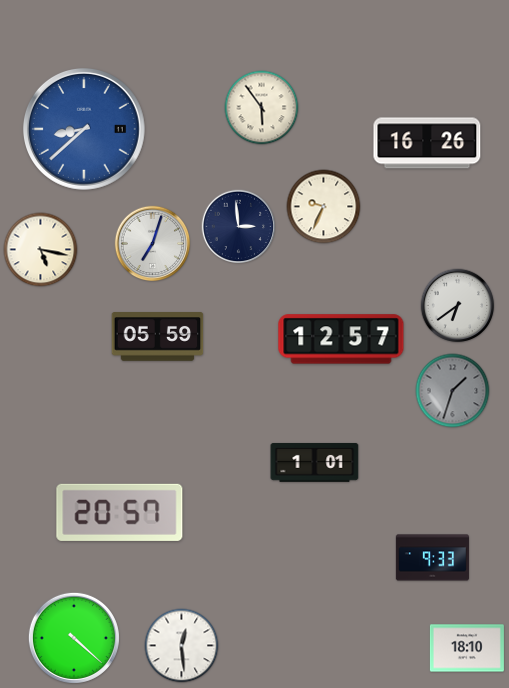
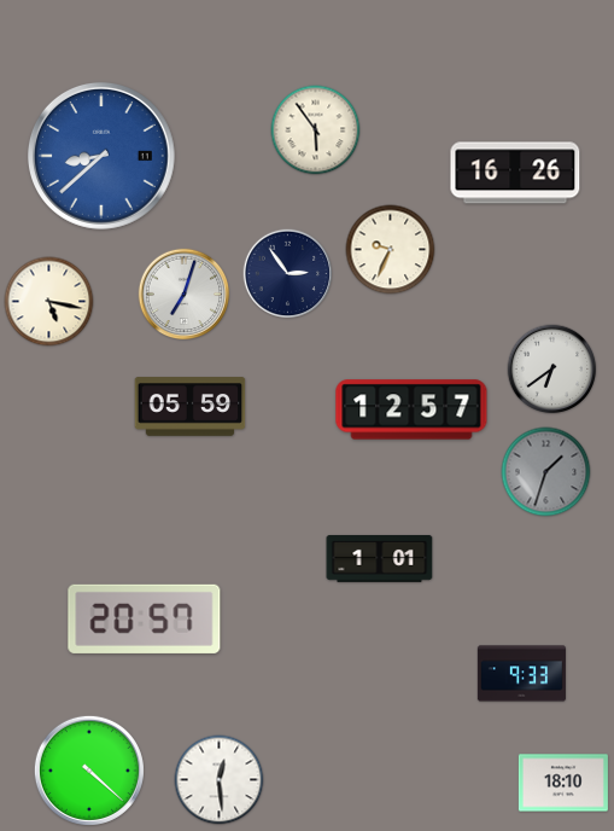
clock at (239, 227): 2:59 -> 2:54
